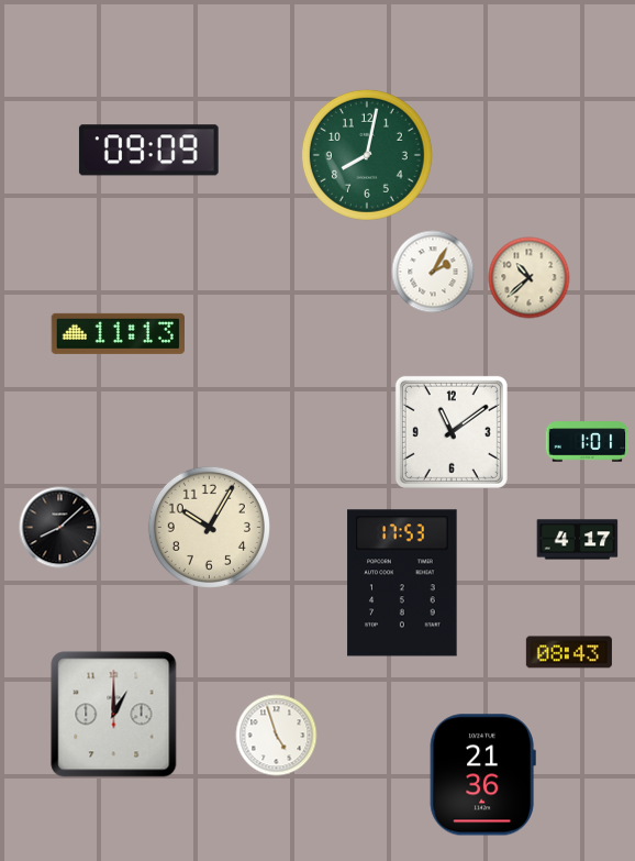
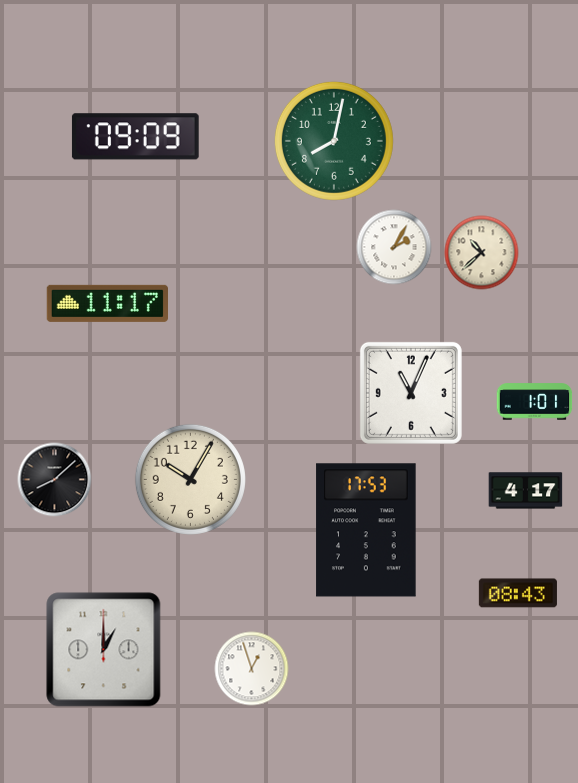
clock at (118, 333): 11:13 -> 11:17
clock at (452, 432): 11:09 -> 11:04
clock at (277, 736): 4:57 -> 12:57
clock at (482, 775): 21:36 -> none
